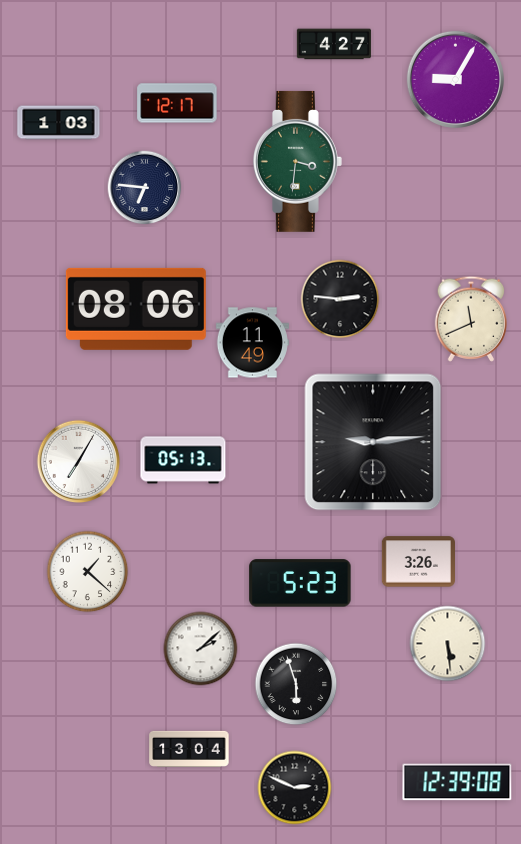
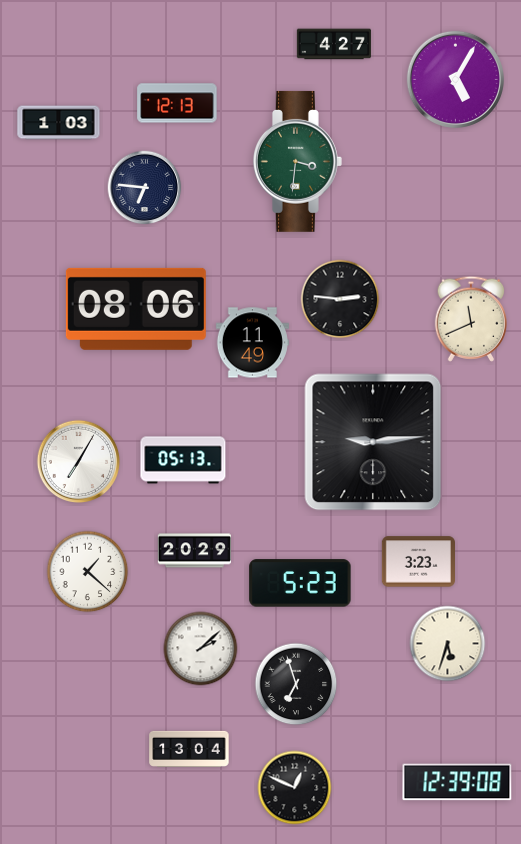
clock at (455, 79): 9:05 -> 5:05
clock at (177, 103): 12:17 -> 12:13
clock at (194, 551): none -> 20:29
clock at (418, 562): 3:26 -> 3:23
clock at (448, 644): 5:29 -> 5:33
clock at (296, 684): 5:57 -> 6:57
clock at (295, 788): 2:49 -> 12:49
